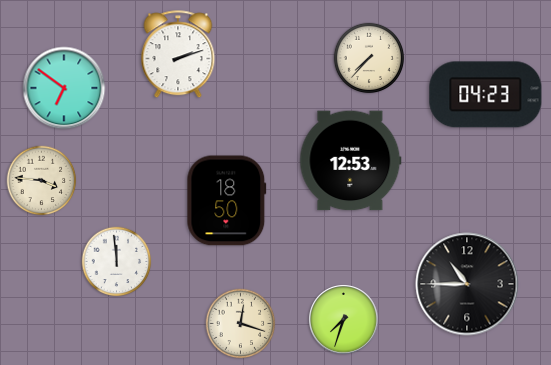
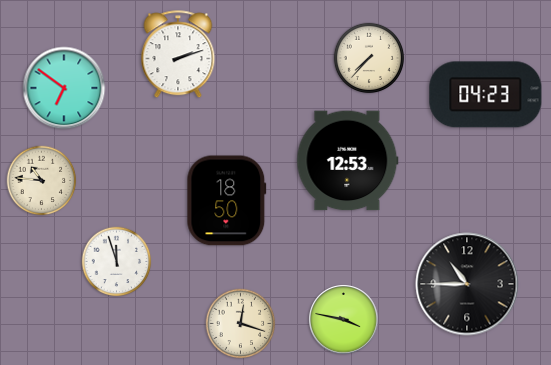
clock at (351, 161) position: (351, 161) -> (348, 161)
clock at (42, 181): 3:46 -> 10:46
clock at (117, 262): 11:59 -> 11:57
clock at (344, 320): 7:33 -> 3:47
